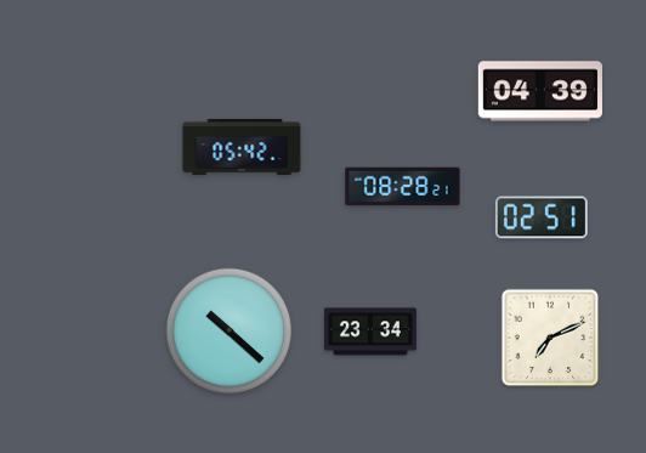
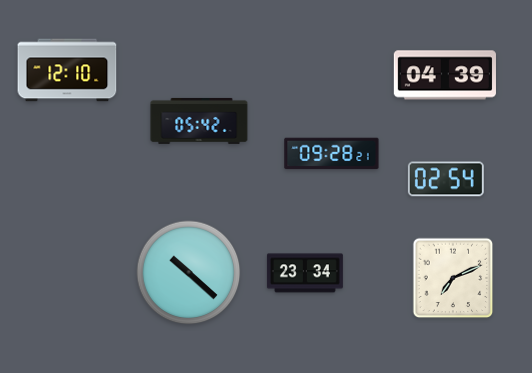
clock at (67, 70): none -> 12:10
clock at (403, 187): 08:28 -> 09:28
clock at (542, 217): 02:51 -> 02:54
